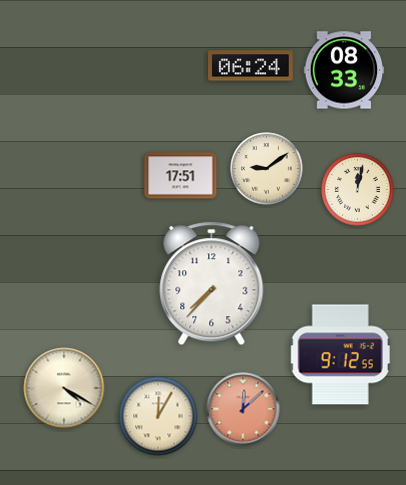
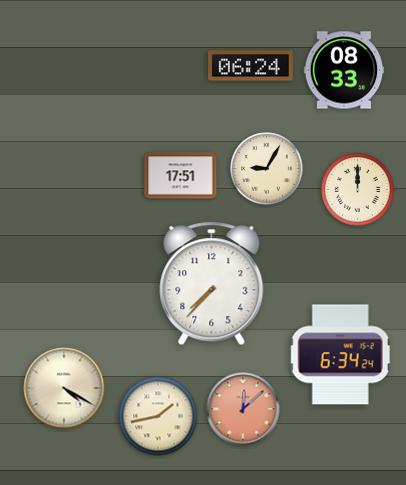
clock at (267, 169): 9:09 -> 9:05
clock at (358, 190): 12:02 -> 12:00
clock at (341, 355): 9:12 -> 6:34
clock at (158, 416): 12:05 -> 1:43
